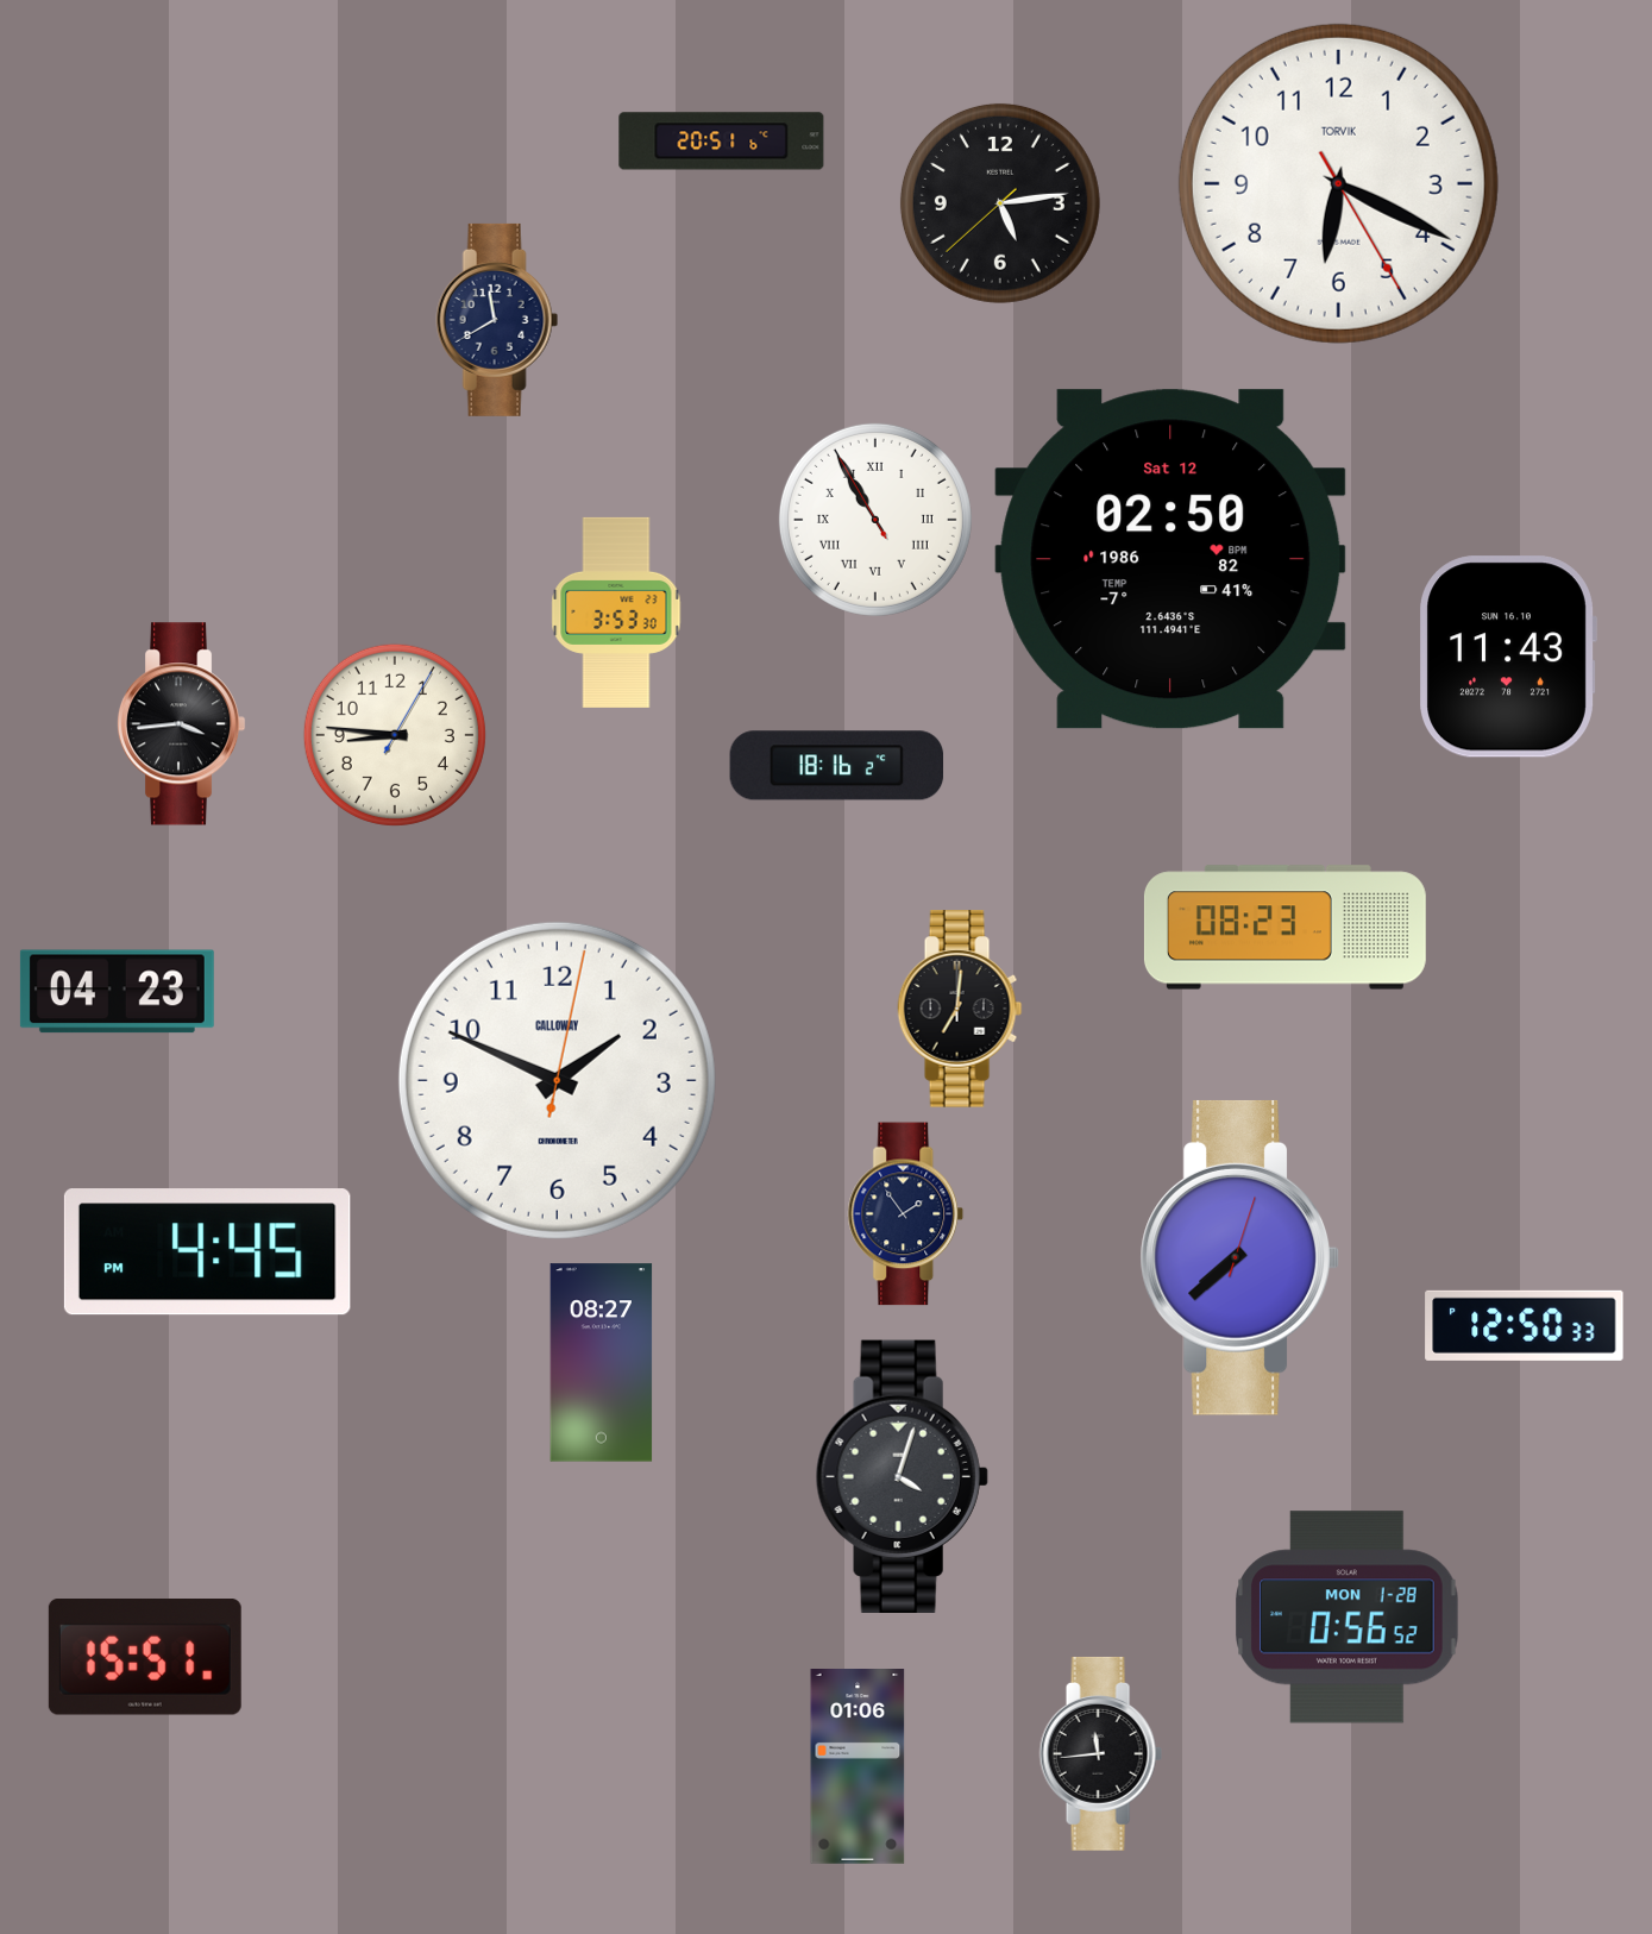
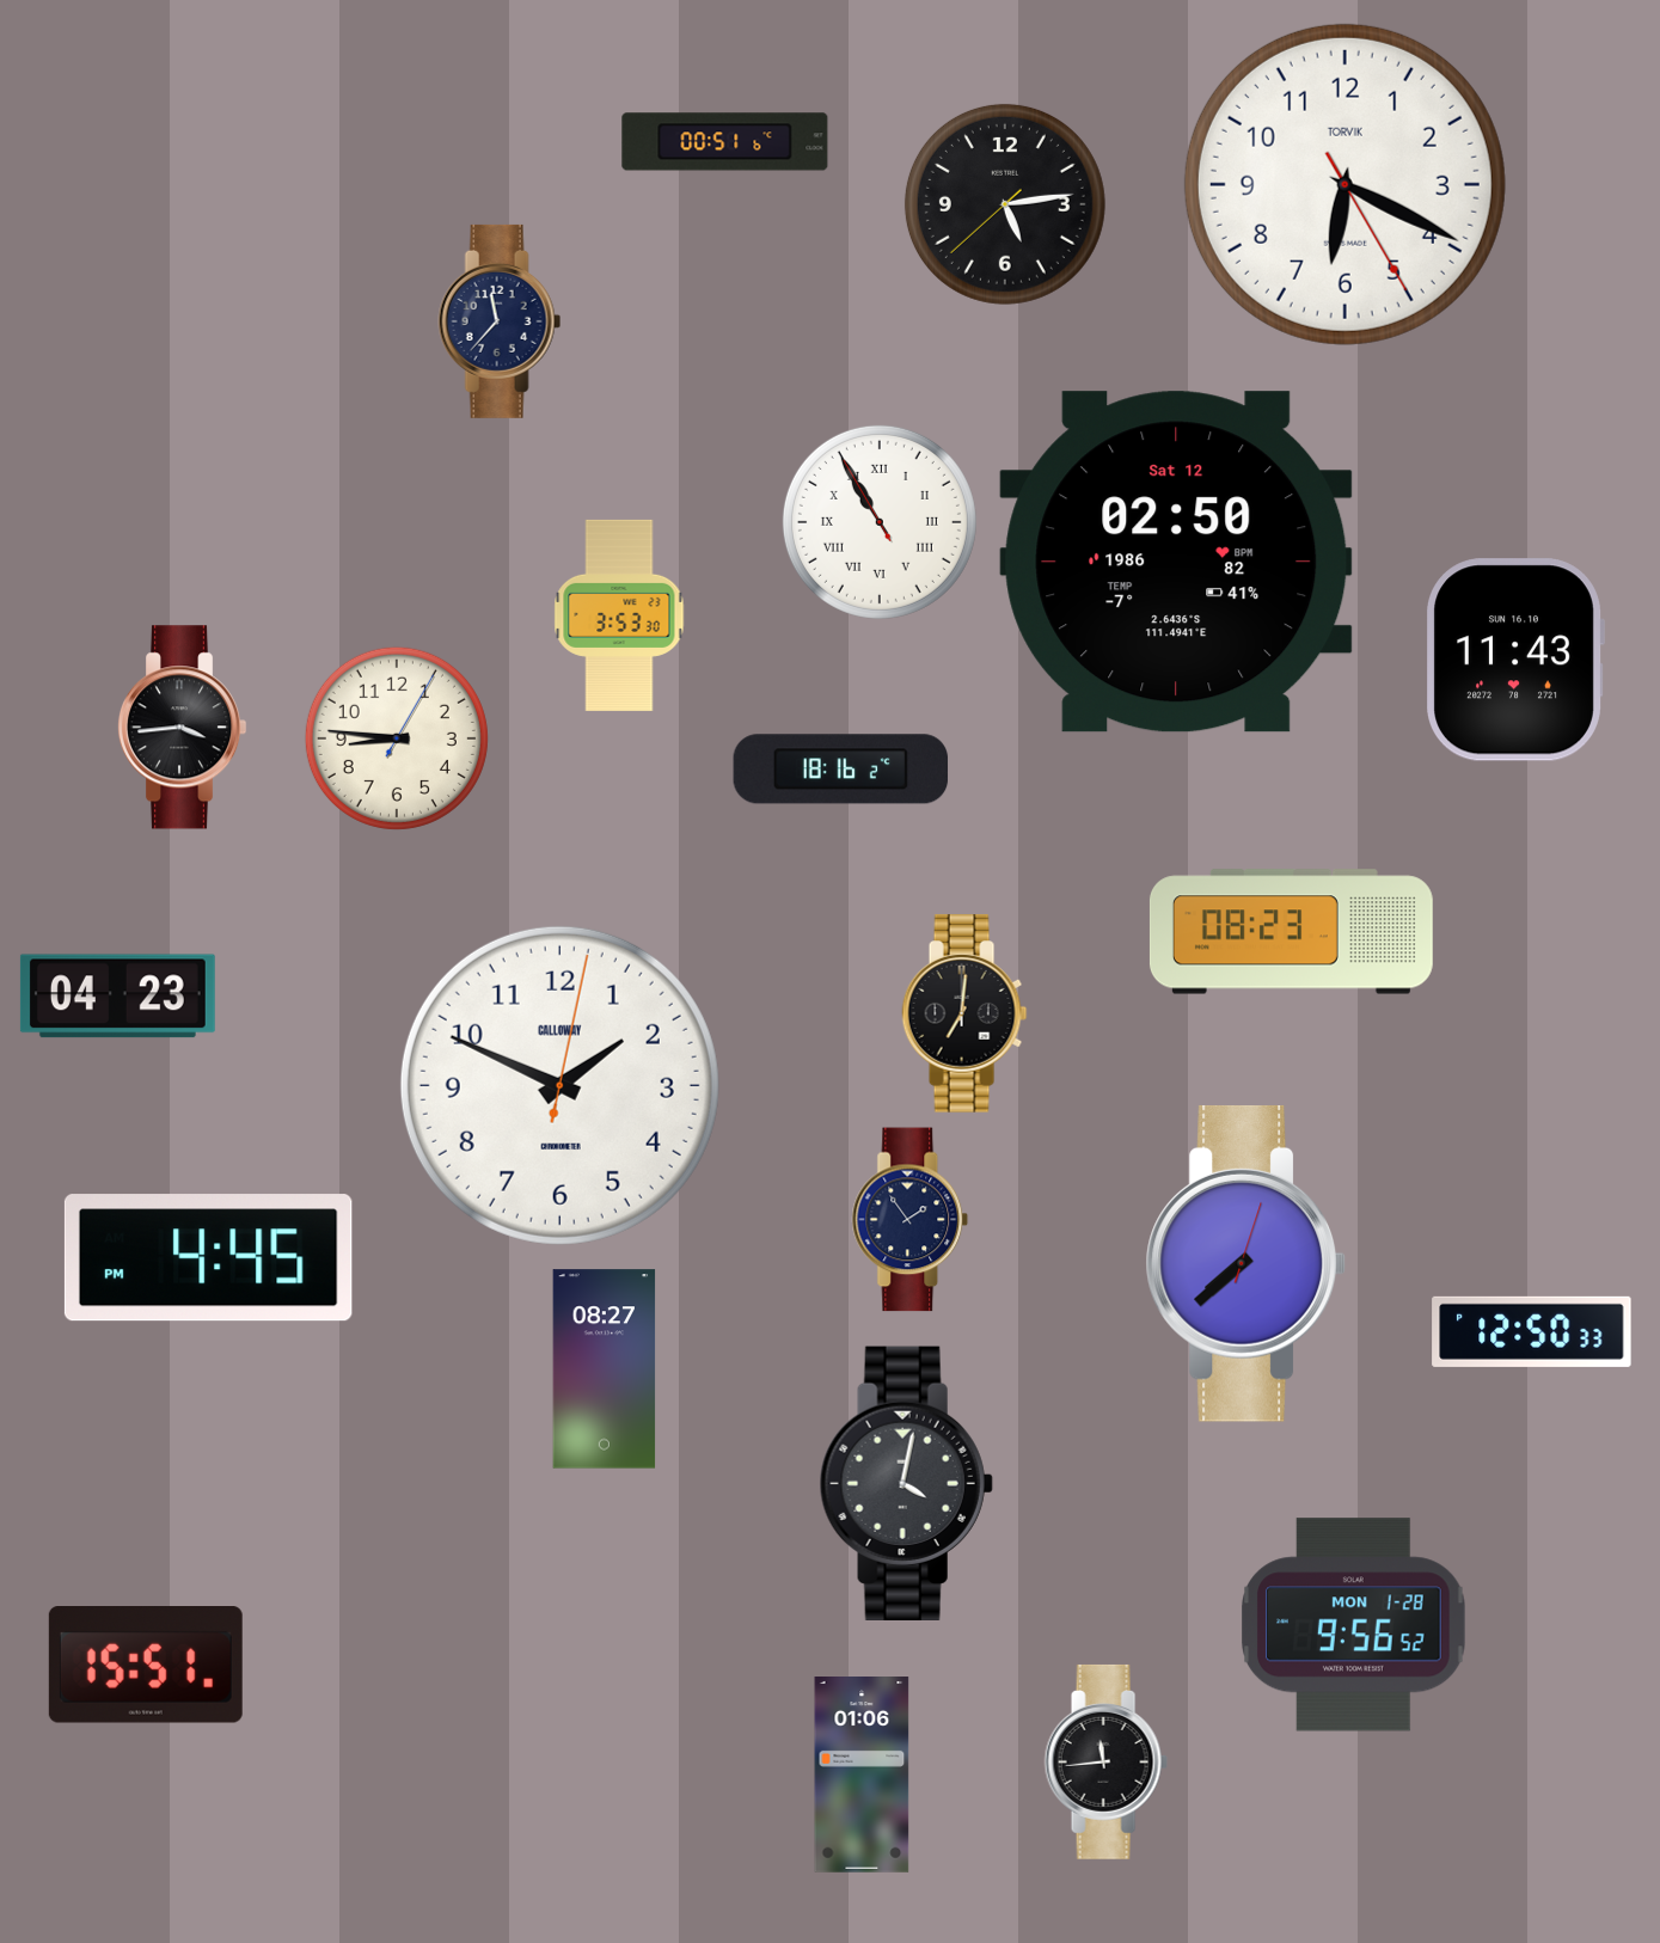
clock at (722, 142): 20:51 -> 00:51
clock at (497, 320): 11:40 -> 11:37
clock at (902, 1476): 4:03 -> 4:02
clock at (1348, 1618): 0:56 -> 9:56
